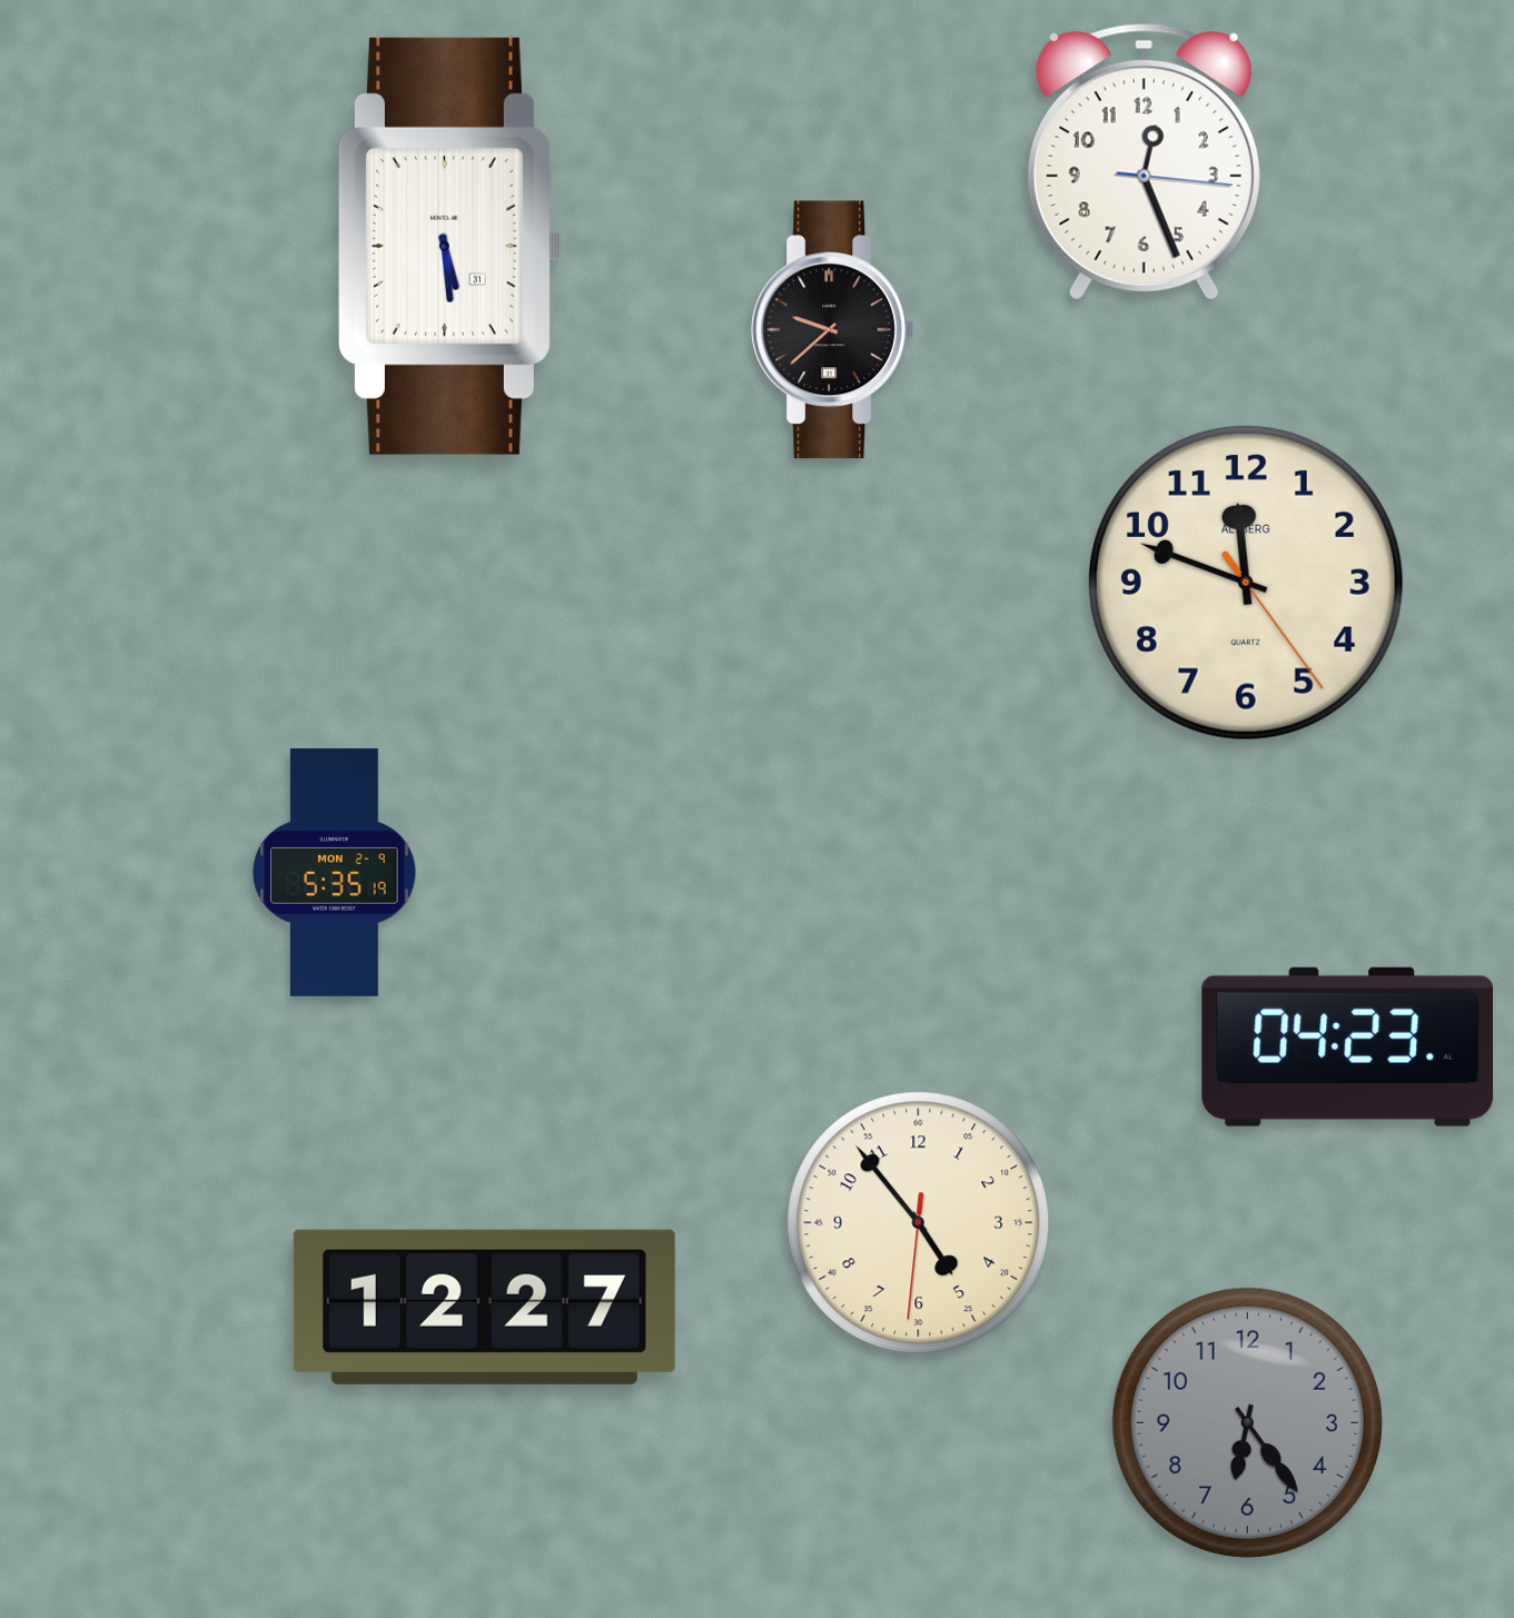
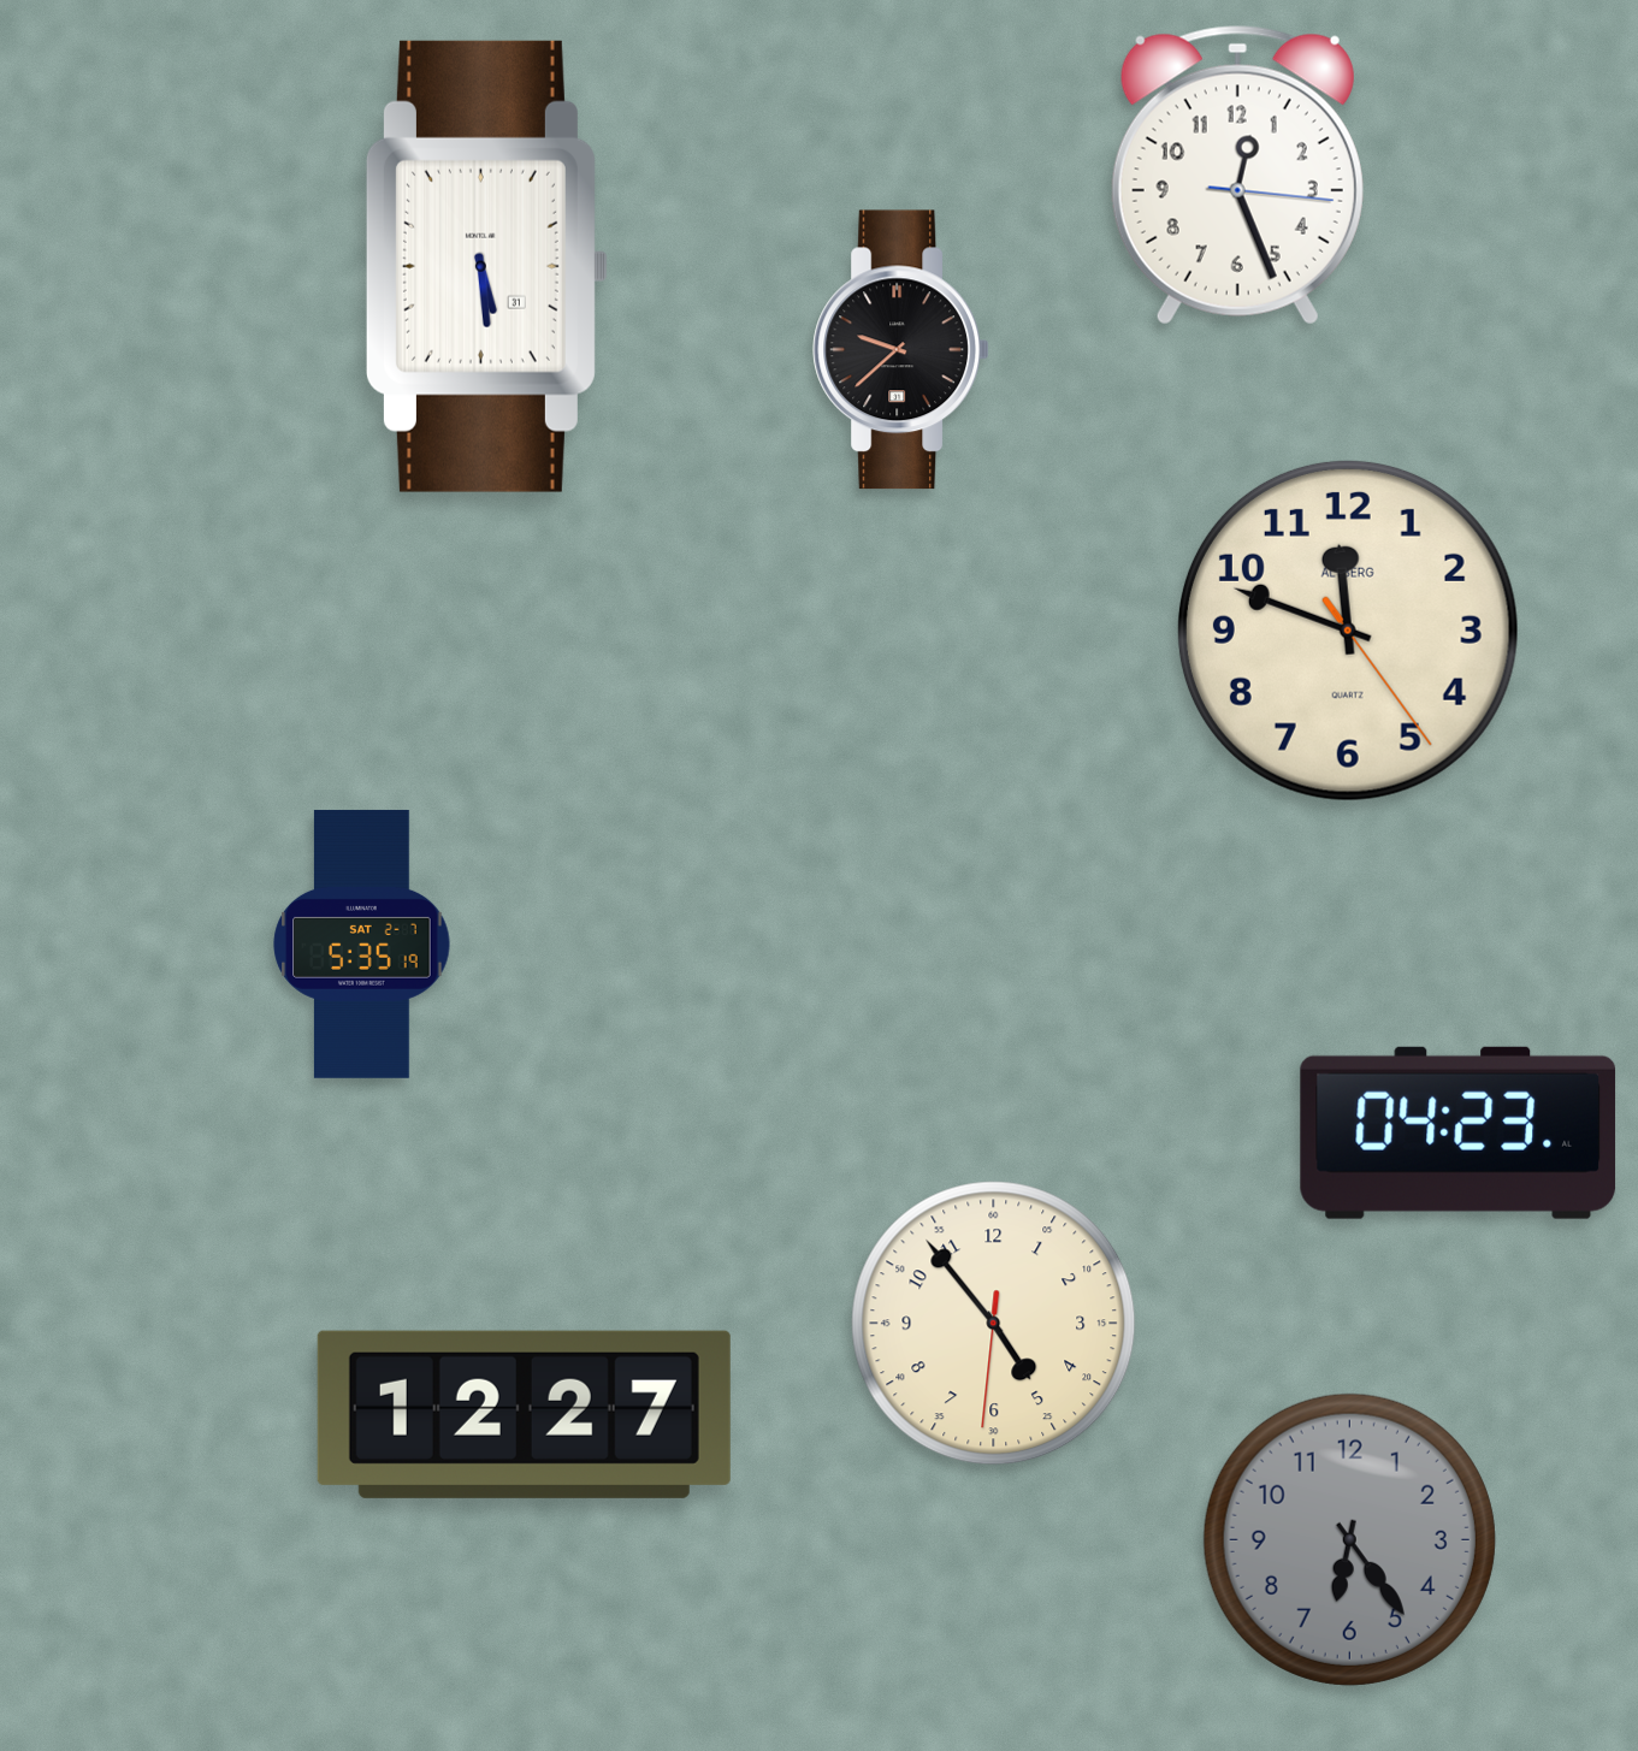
clock at (833, 330) position: (833, 330) -> (901, 350)
clock at (335, 872) date: MON 2-9 -> SAT 2-7
